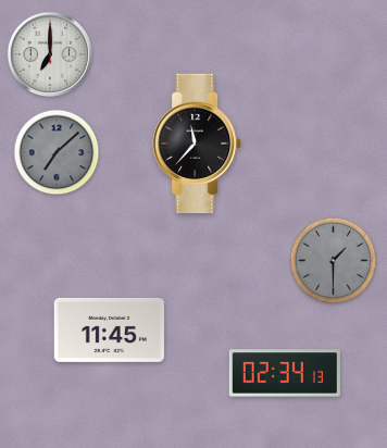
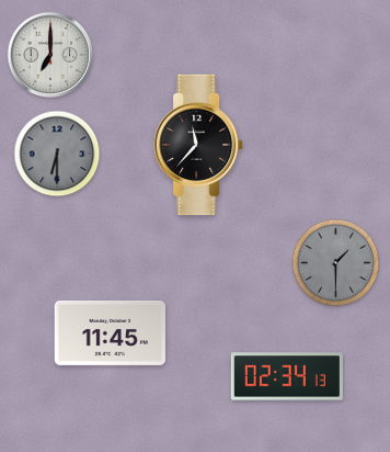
clock at (57, 152): 7:08 -> 6:30
